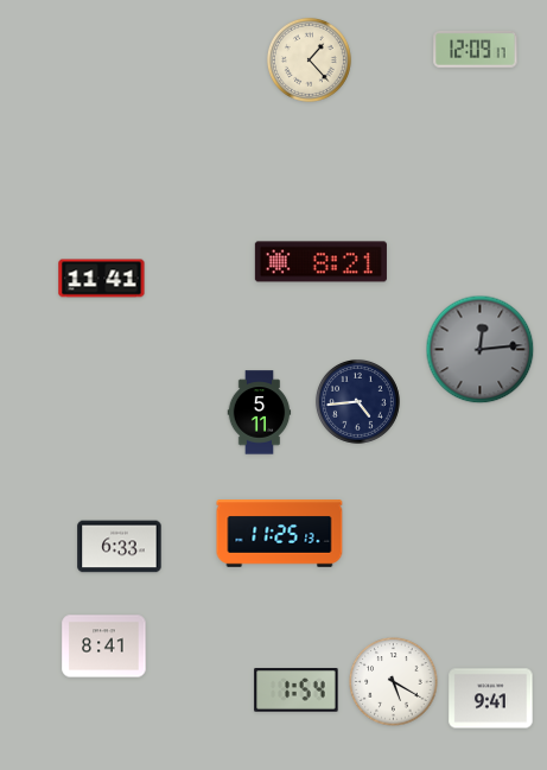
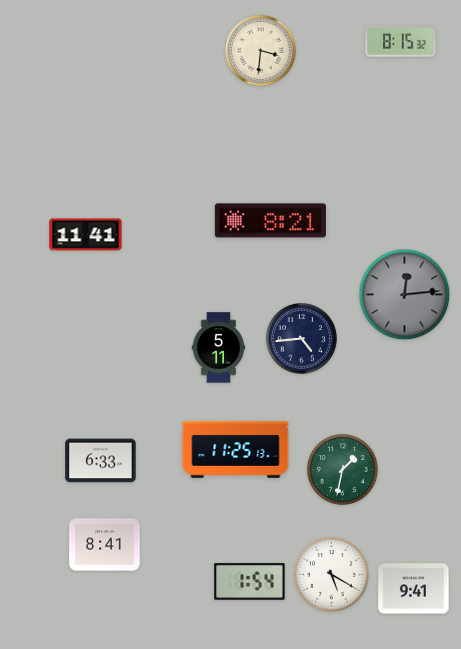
clock at (476, 50): 12:09 -> 8:15
clock at (309, 59): 1:23 -> 3:31
clock at (342, 469): none -> 1:32
clock at (104, 647) position: (104, 647) -> (105, 545)
